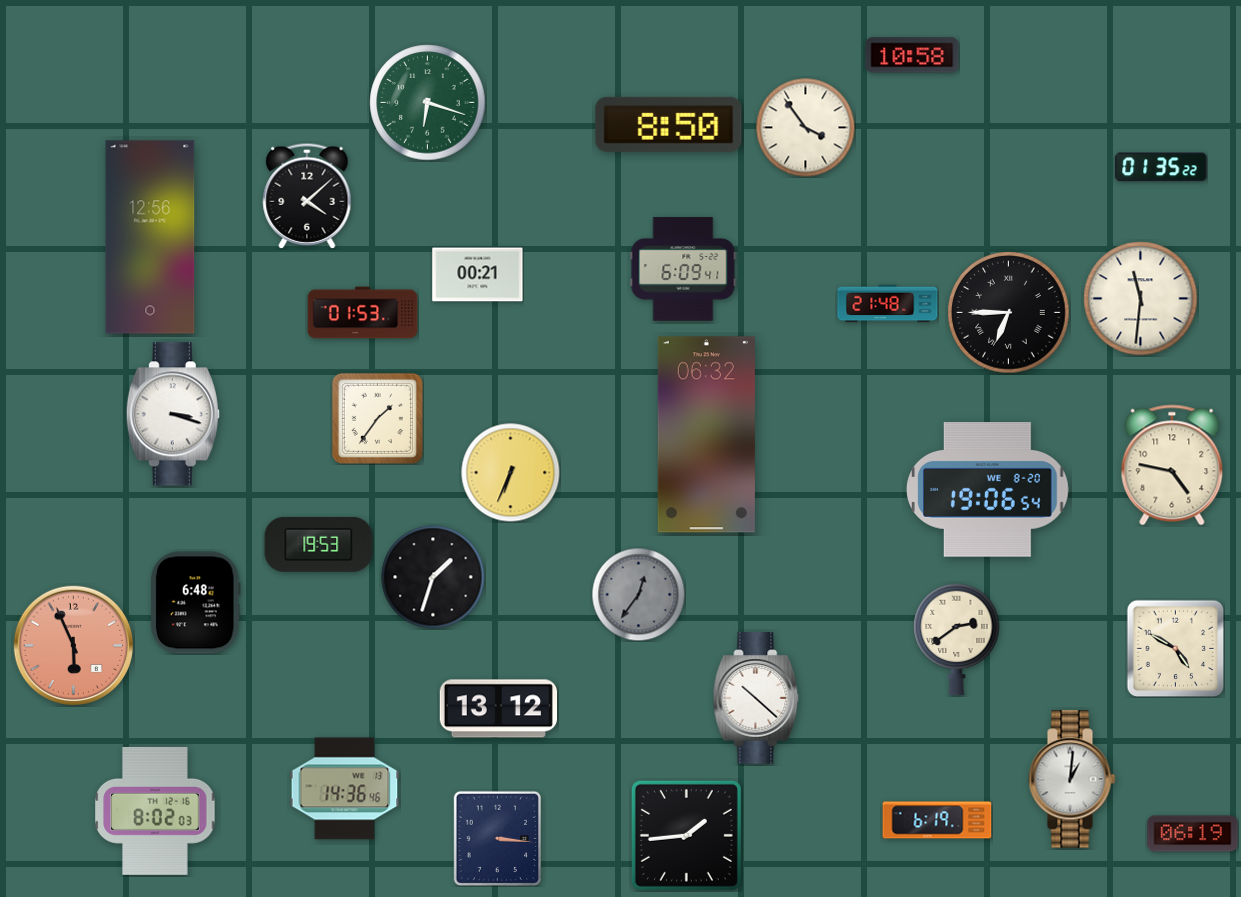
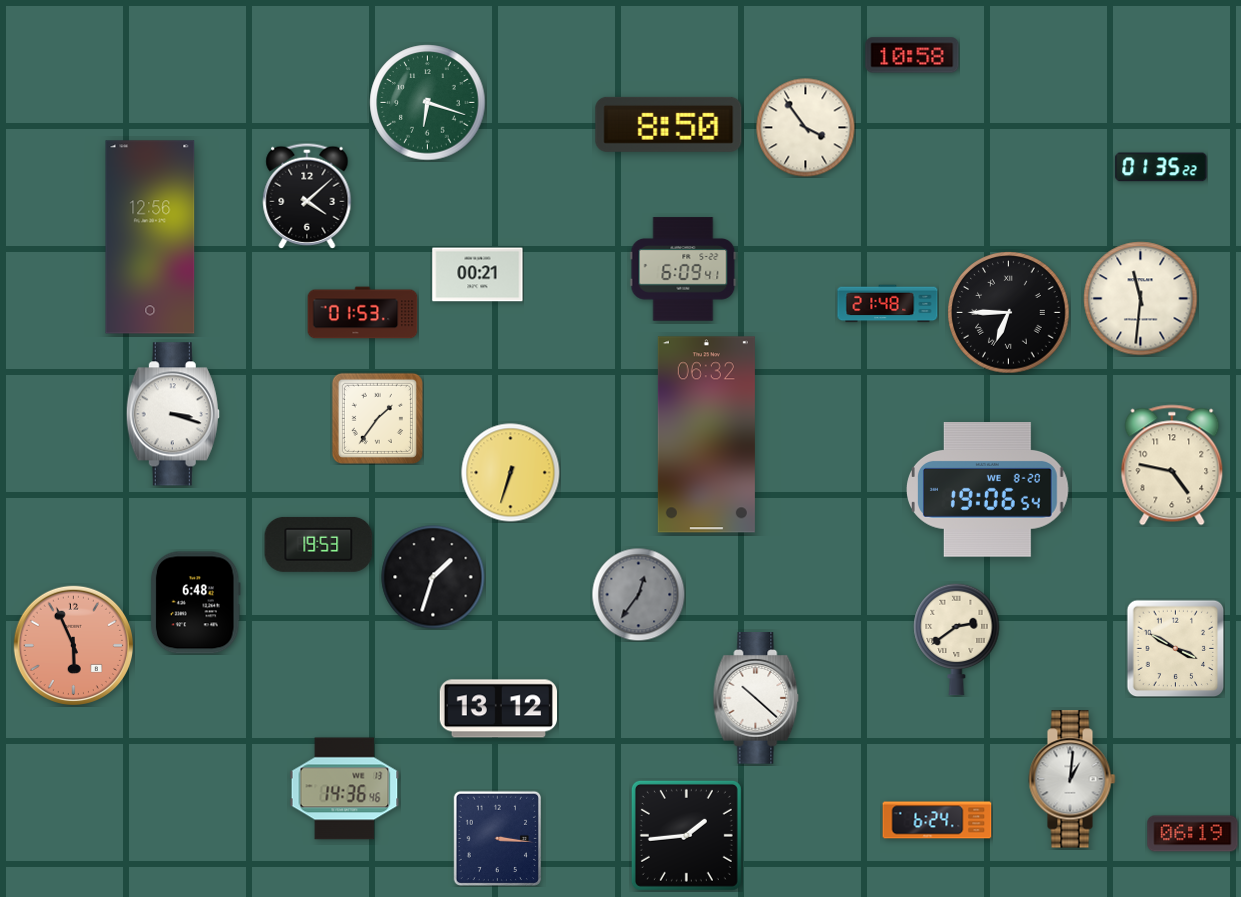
clock at (511, 473): 6:34 -> 6:33
clock at (1175, 648): 4:50 -> 3:50
clock at (155, 811): 8:02 -> none
clock at (937, 820): 6:19 -> 6:24
